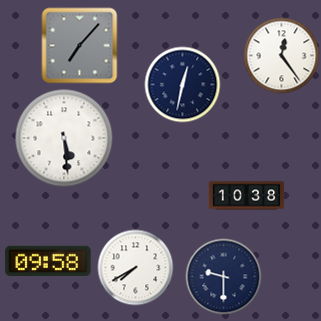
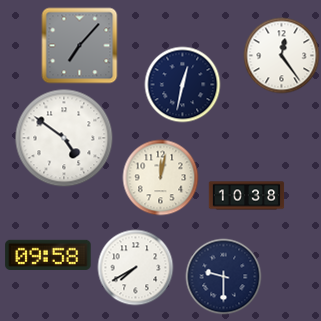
clock at (64, 138): 5:29 -> 4:51
clock at (161, 178): none -> 12:02
clock at (48, 261) position: (48, 261) -> (48, 255)
